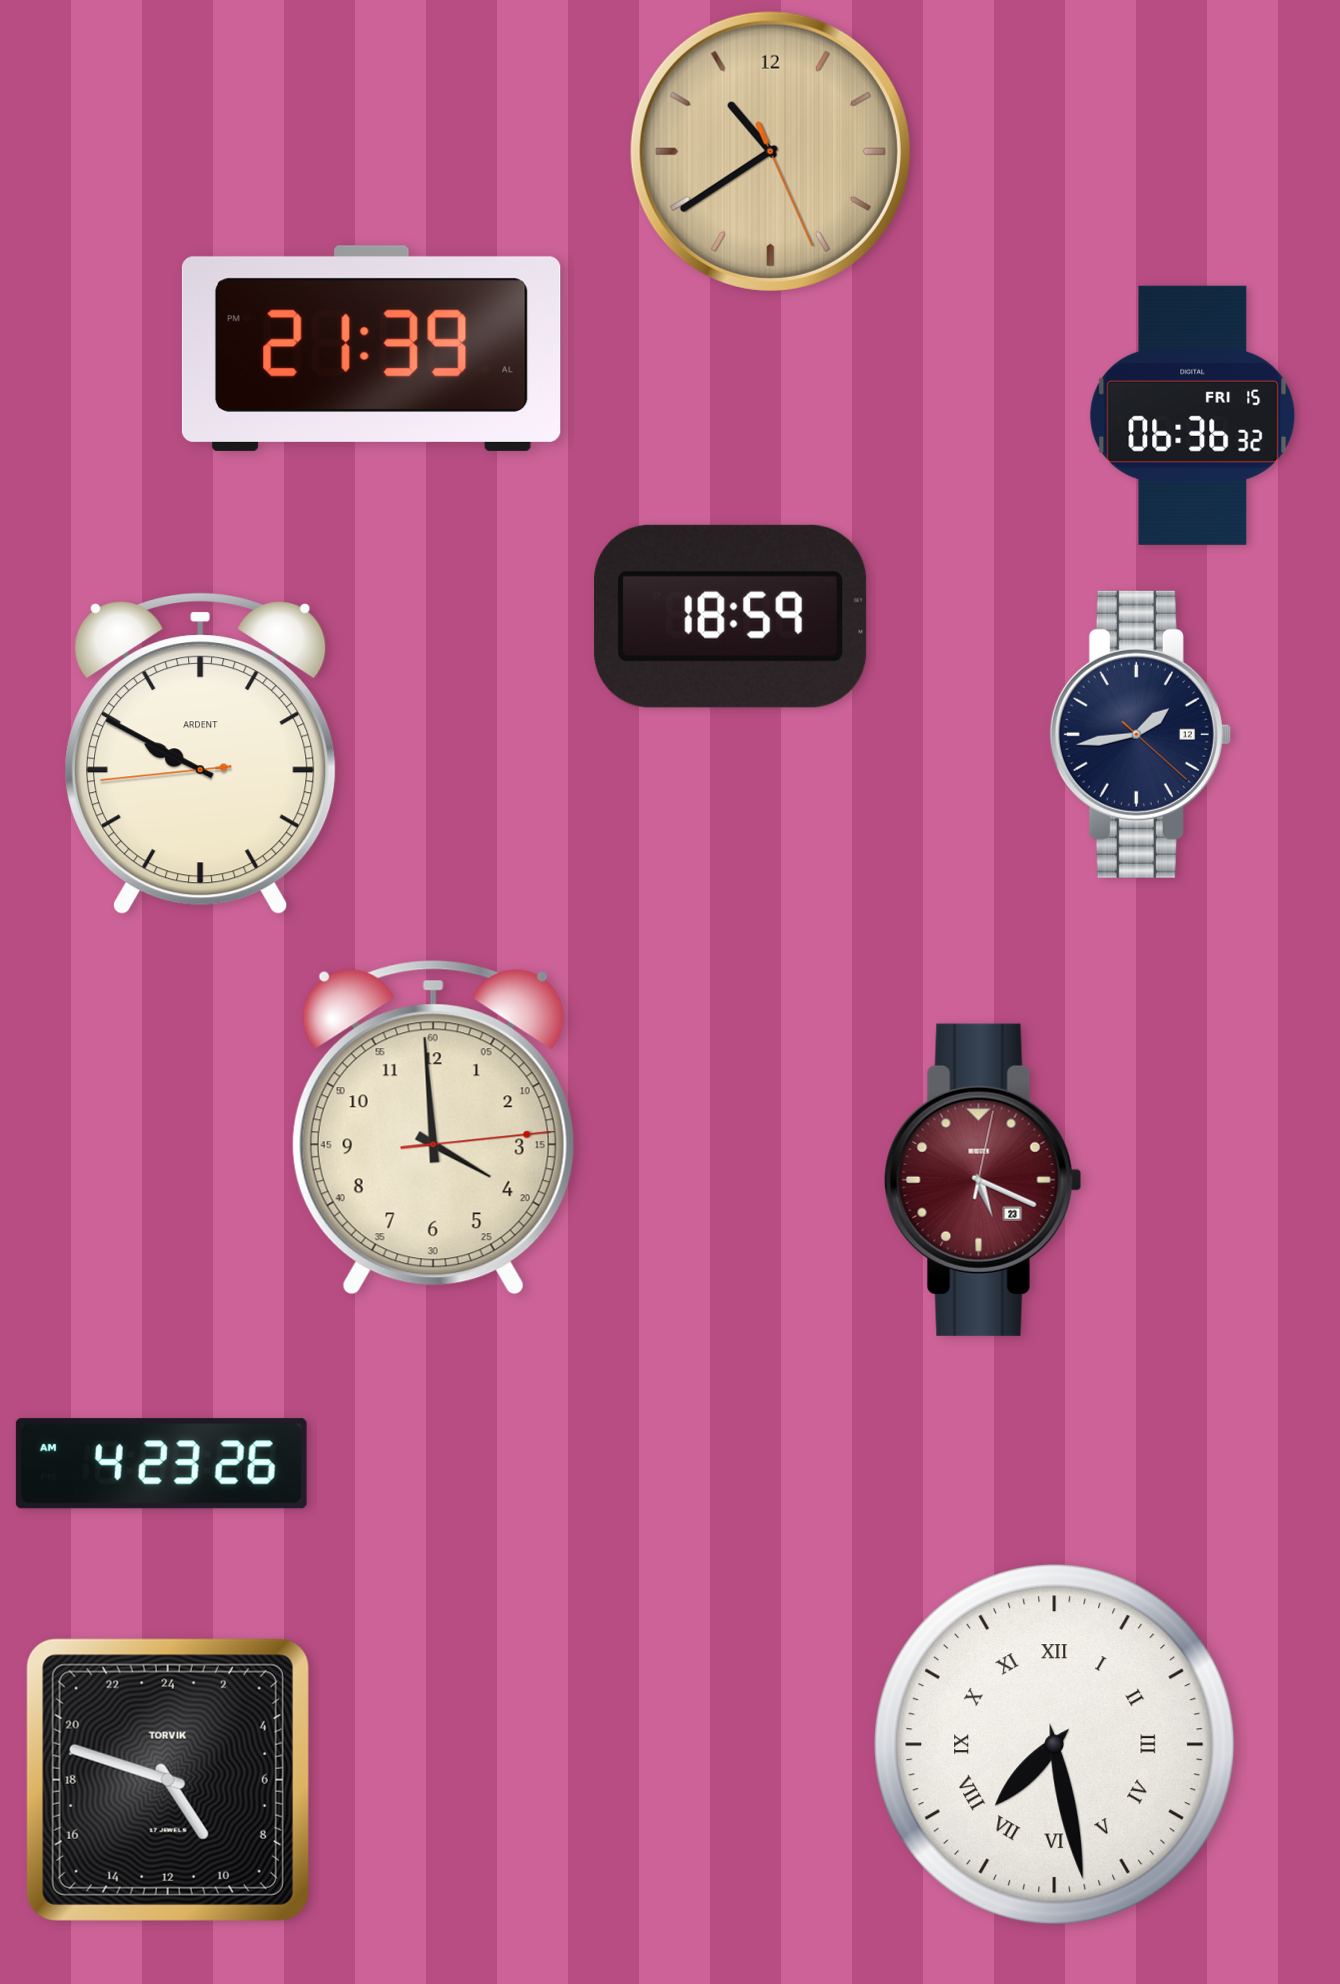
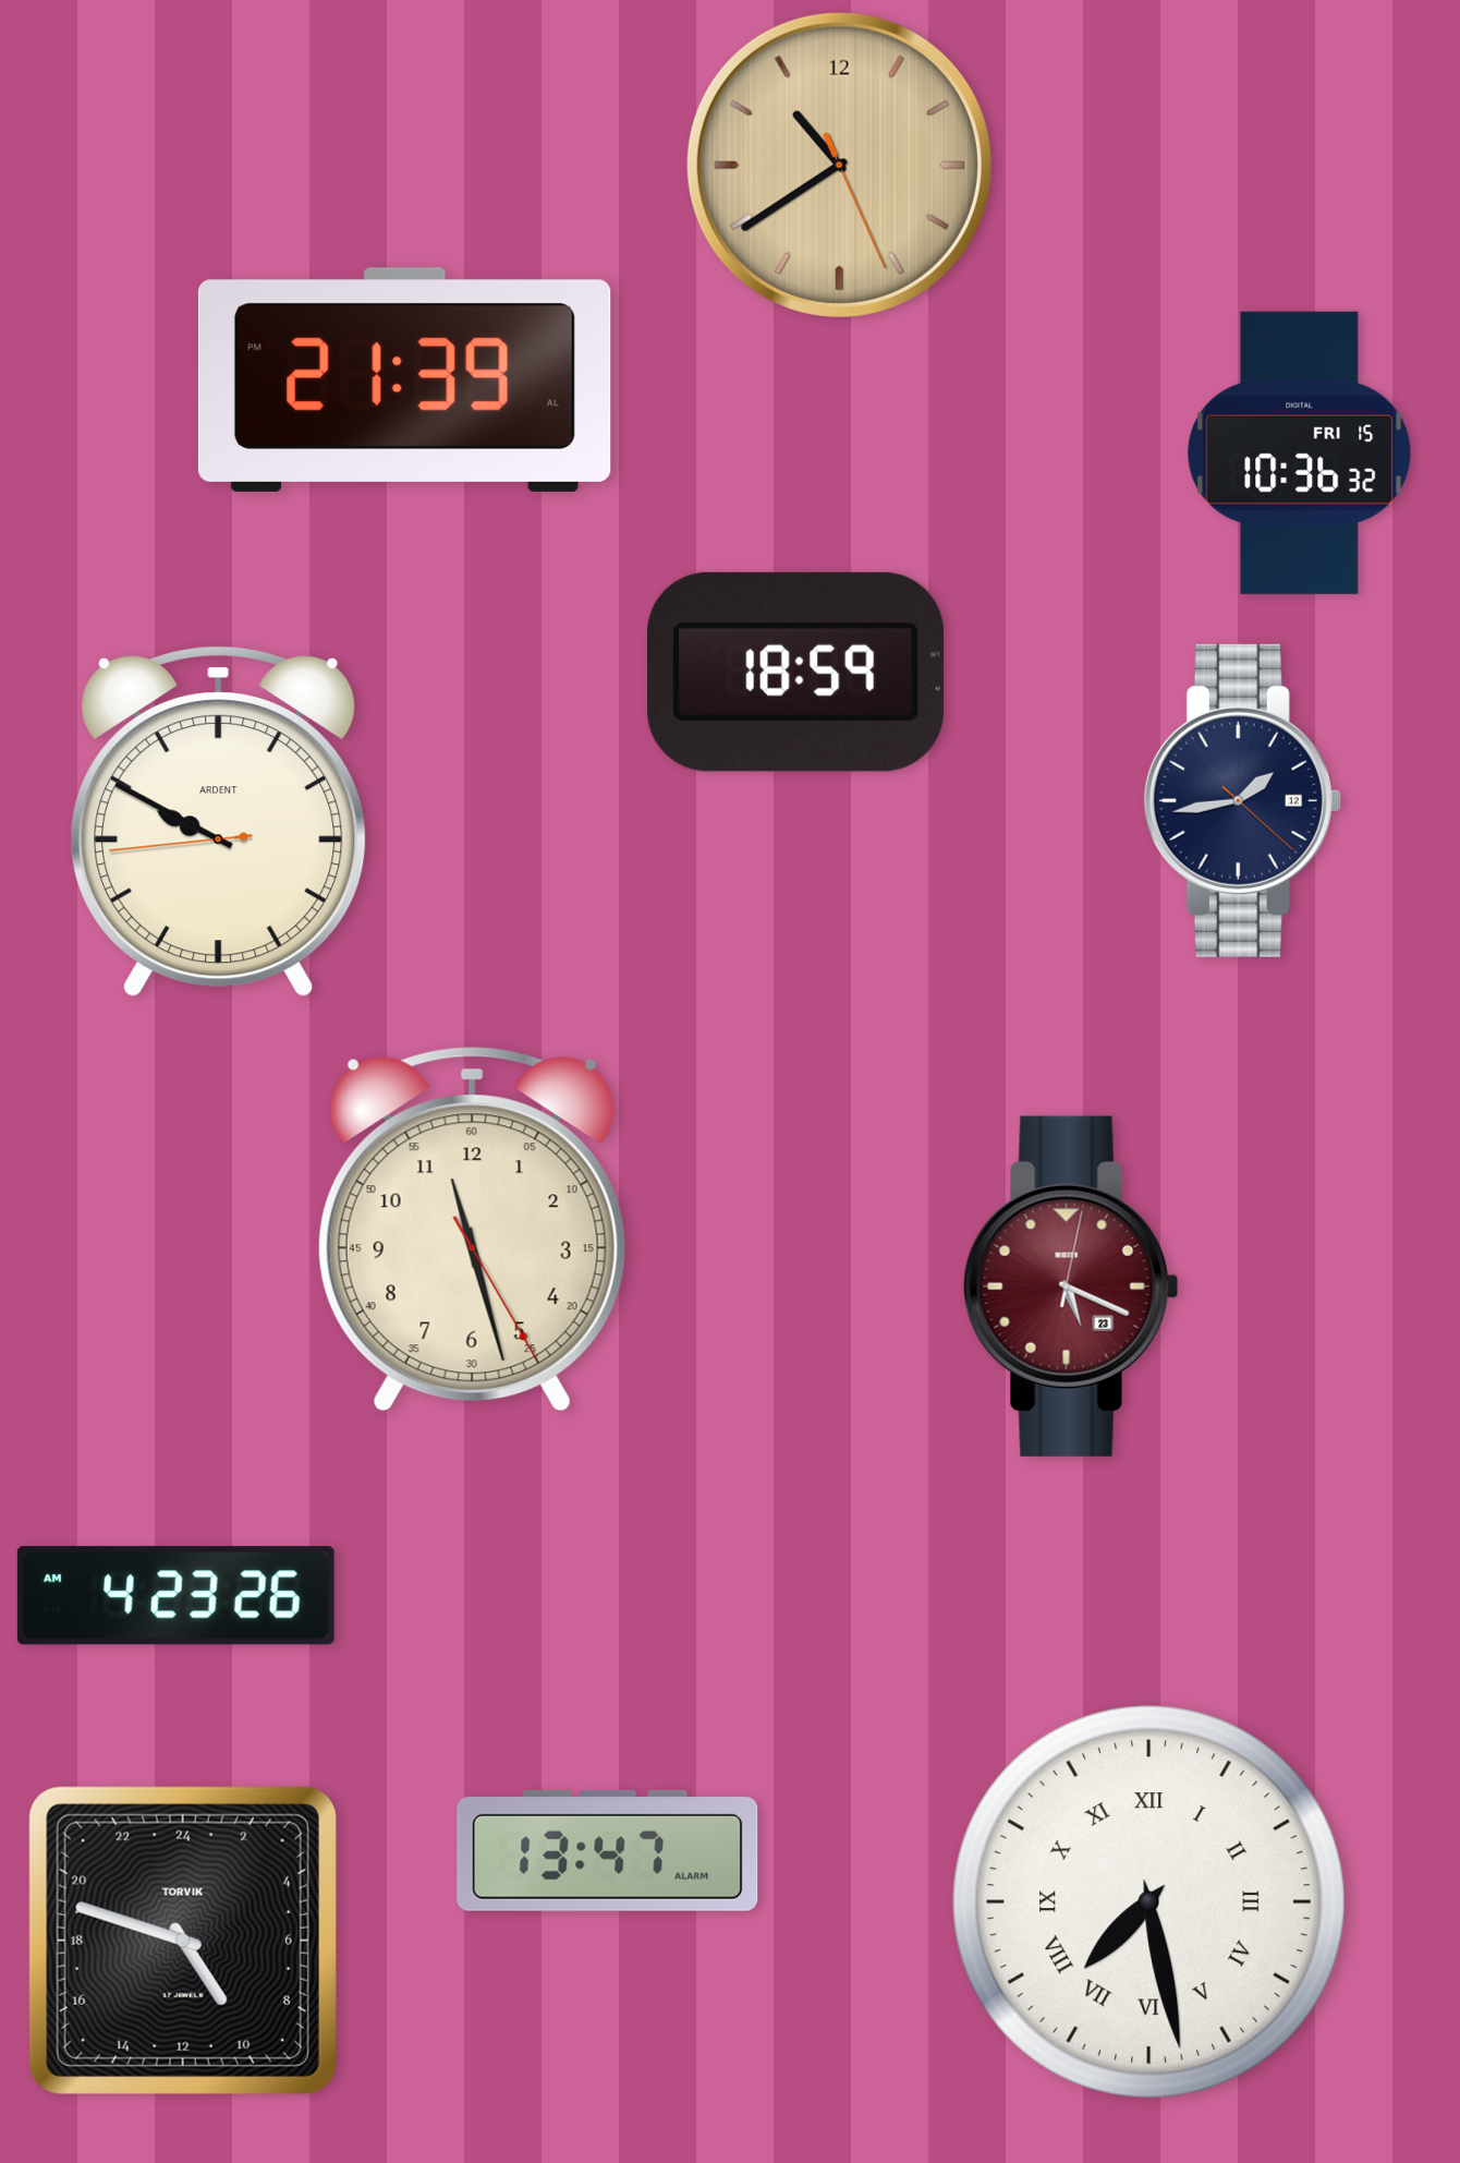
clock at (1193, 415): 06:36 -> 10:36
clock at (433, 1127): 3:59 -> 11:27
clock at (608, 1850): none -> 13:47
